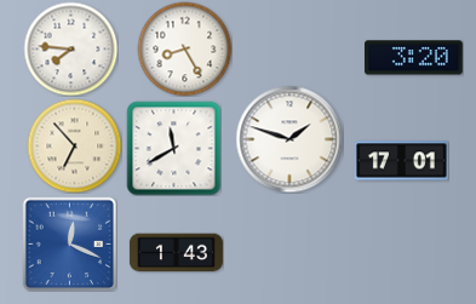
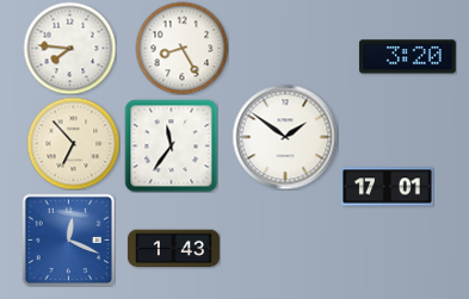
clock at (289, 139): 1:48 -> 1:51
clock at (173, 148): 11:40 -> 11:36
clock at (401, 161) position: (401, 161) -> (387, 187)
